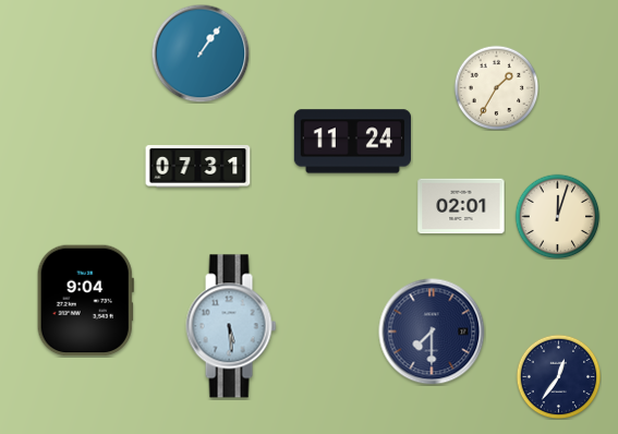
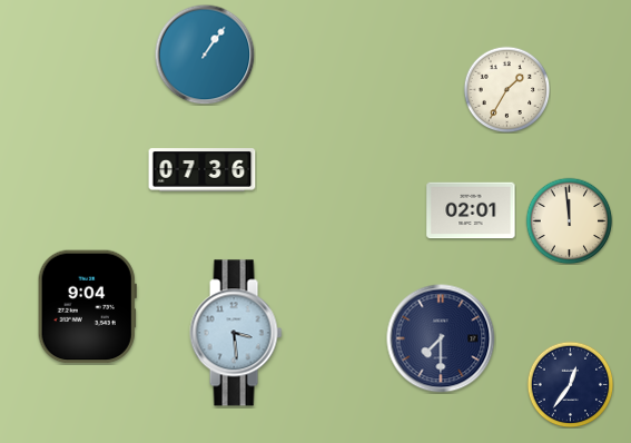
clock at (352, 142): 11:24 -> none
clock at (198, 167): 07:31 -> 07:36
clock at (557, 216): 12:03 -> 11:59
clock at (231, 326): 5:29 -> 3:29
